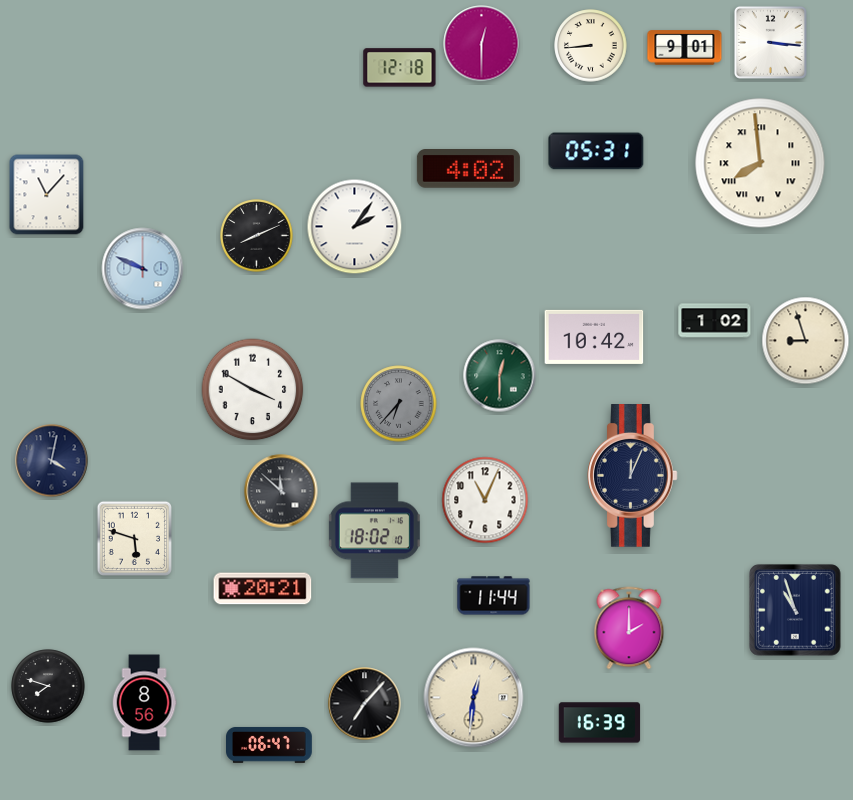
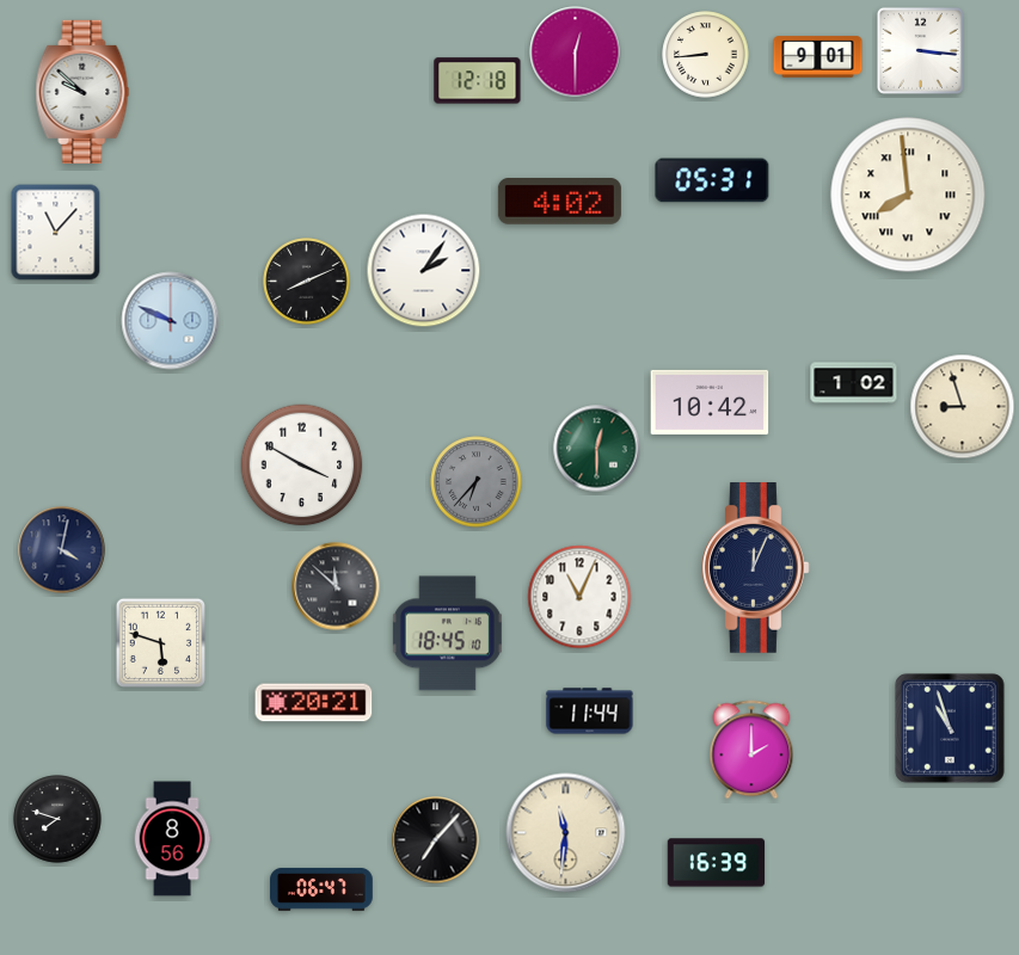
clock at (82, 92): none -> 9:52
clock at (374, 531): 18:02 -> 18:45
clock at (474, 698): 12:31 -> 11:31
